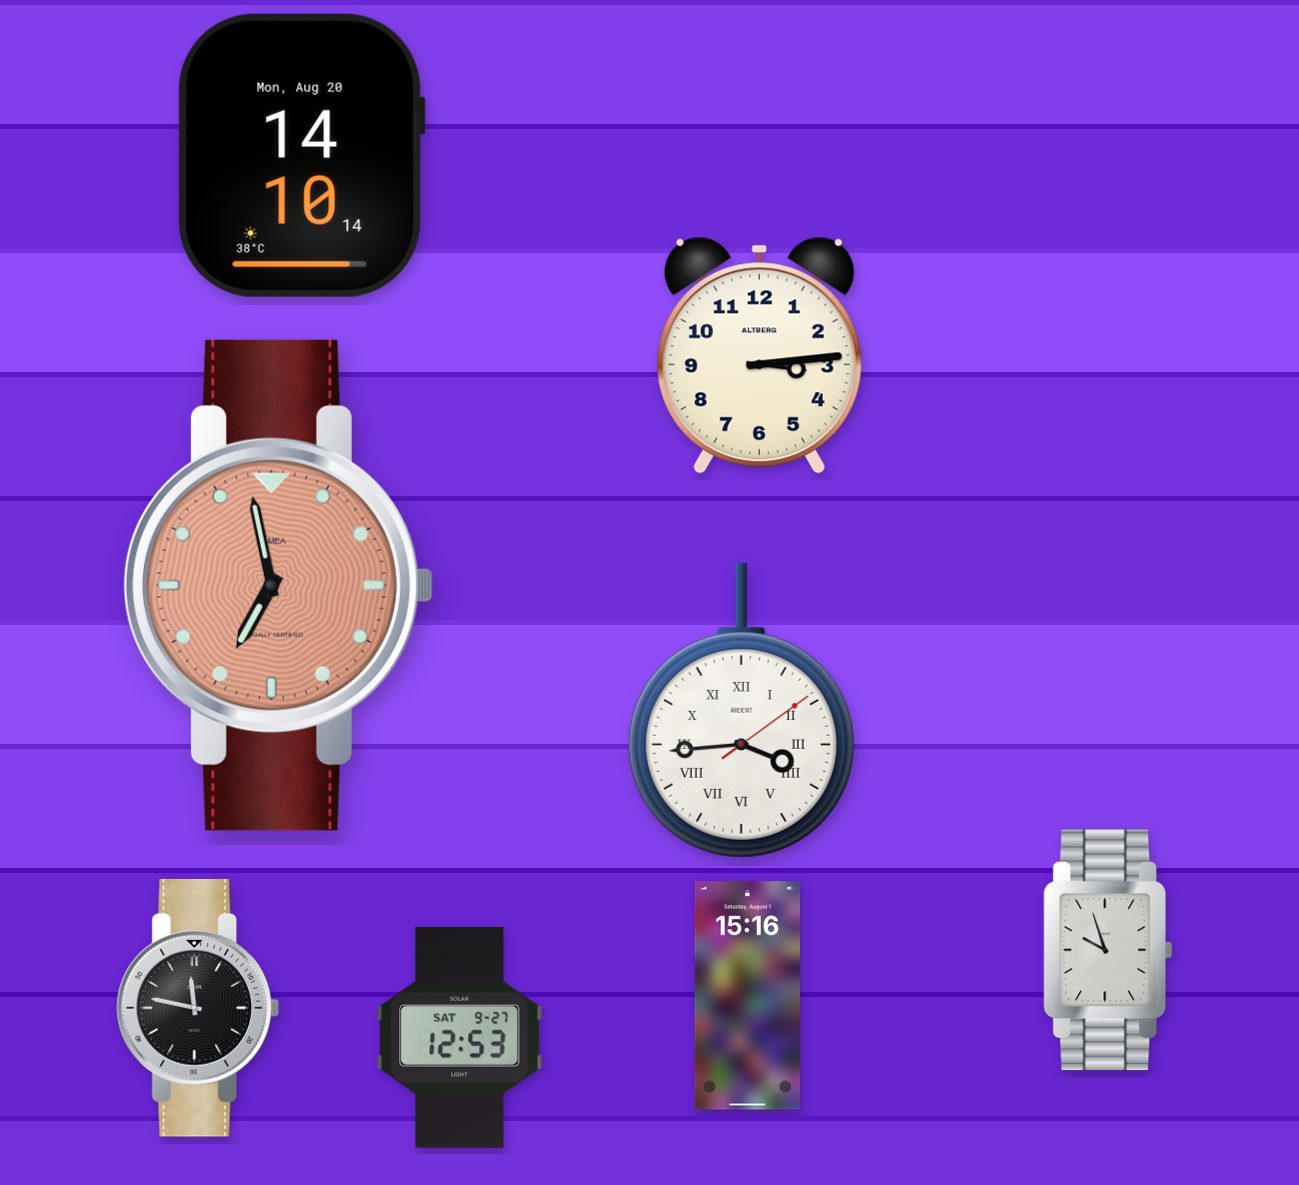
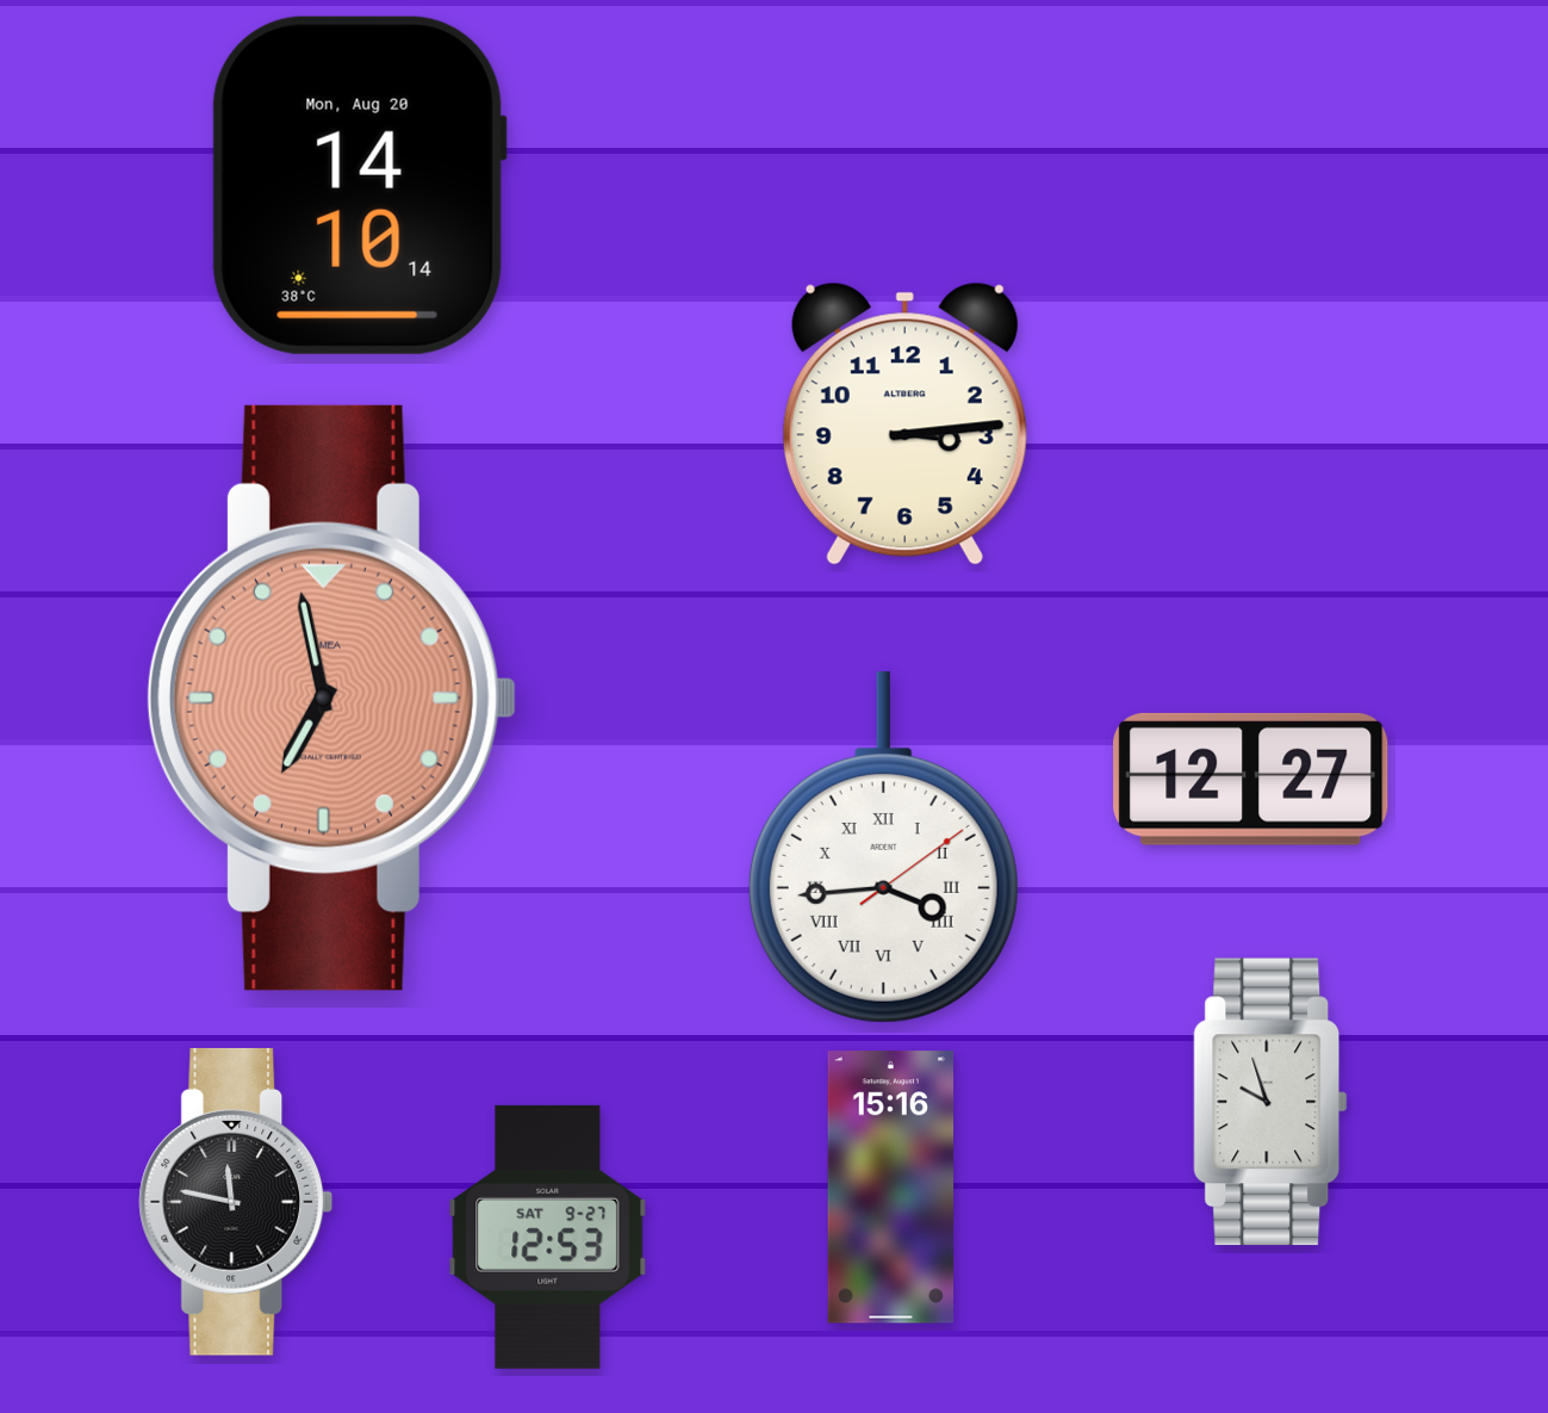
clock at (1251, 779): none -> 12:27
clock at (1108, 950) position: (1108, 950) -> (1270, 1102)
